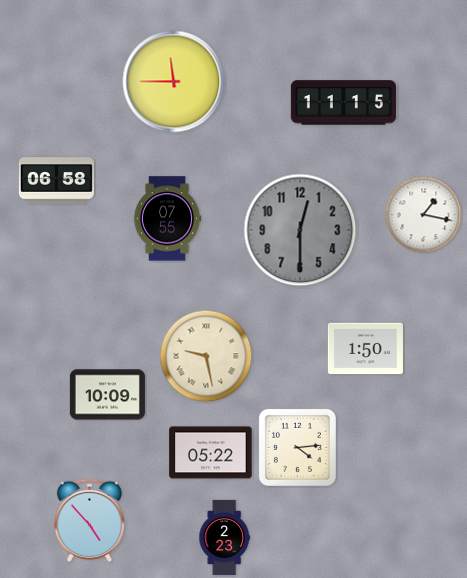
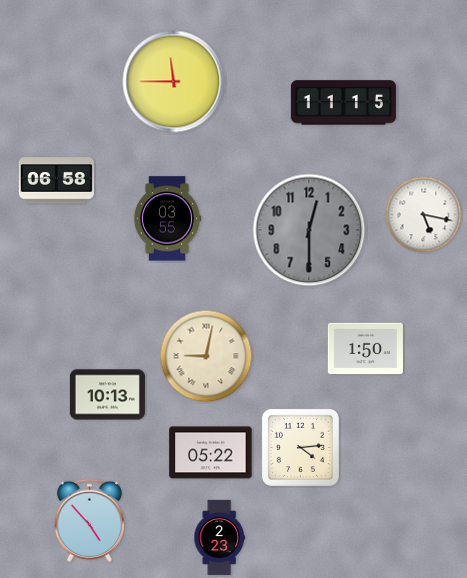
clock at (424, 215): 1:17 -> 5:17
clock at (167, 219): 07:55 -> 03:55
clock at (300, 230) position: (300, 230) -> (309, 230)
clock at (206, 356): 9:28 -> 9:02
clock at (107, 395): 10:09 -> 10:13
clock at (297, 447) position: (297, 447) -> (300, 447)
clock at (224, 537) position: (224, 537) -> (219, 537)
